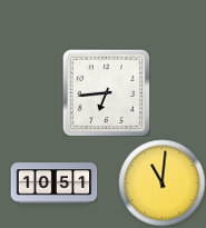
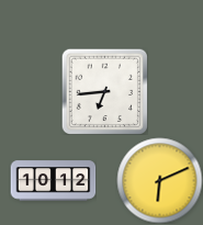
clock at (161, 182): 11:01 -> 6:11
clock at (53, 184): 10:51 -> 10:12
